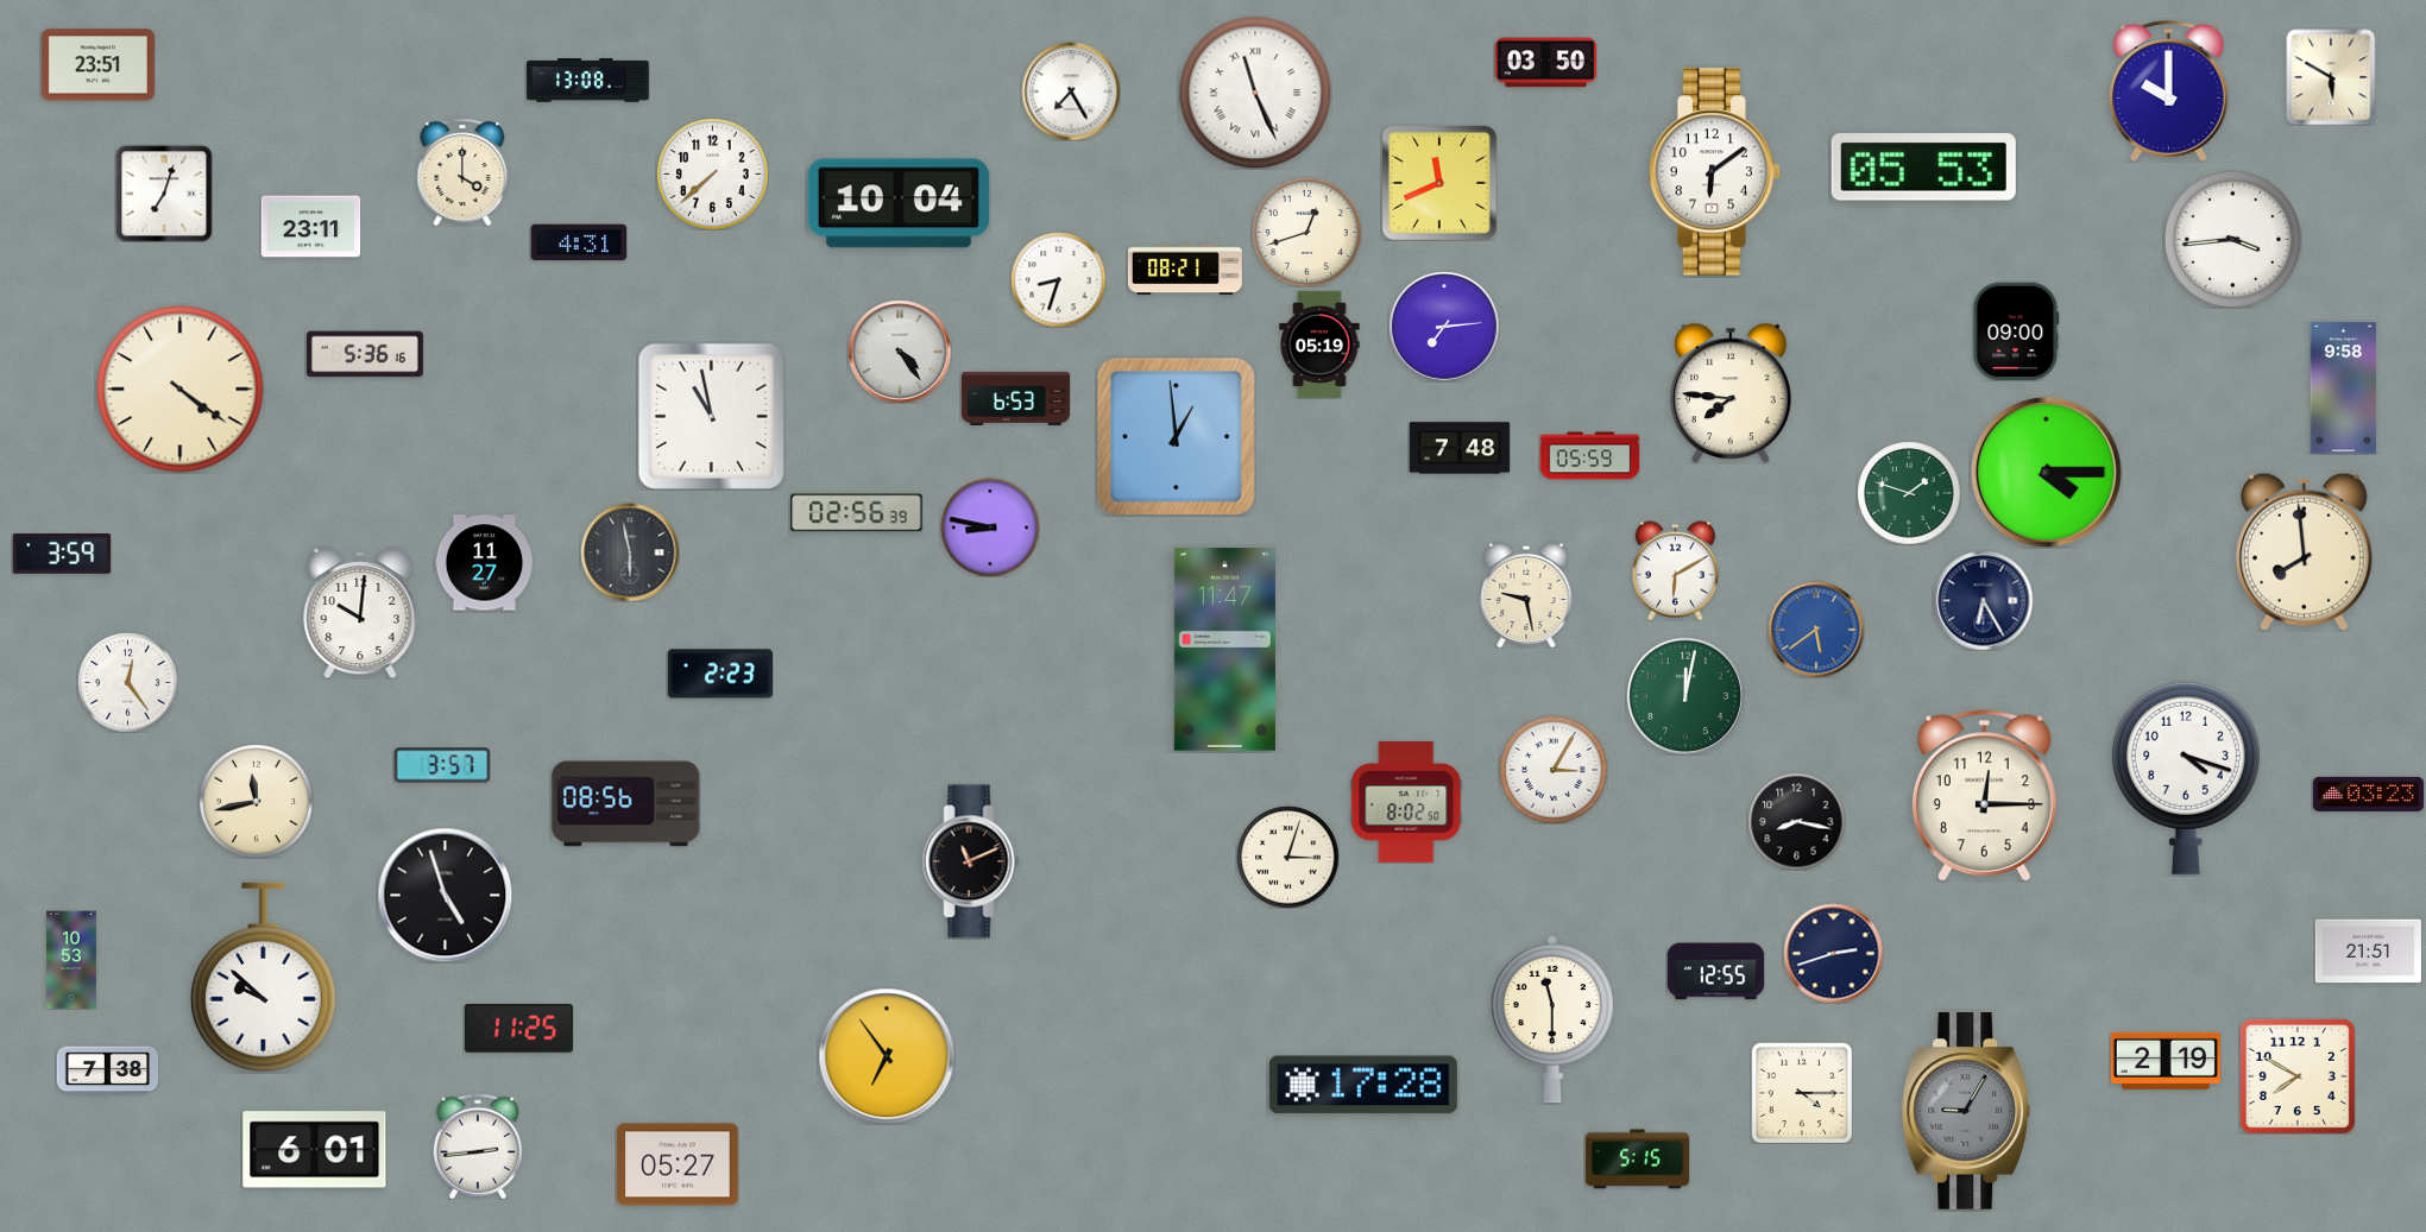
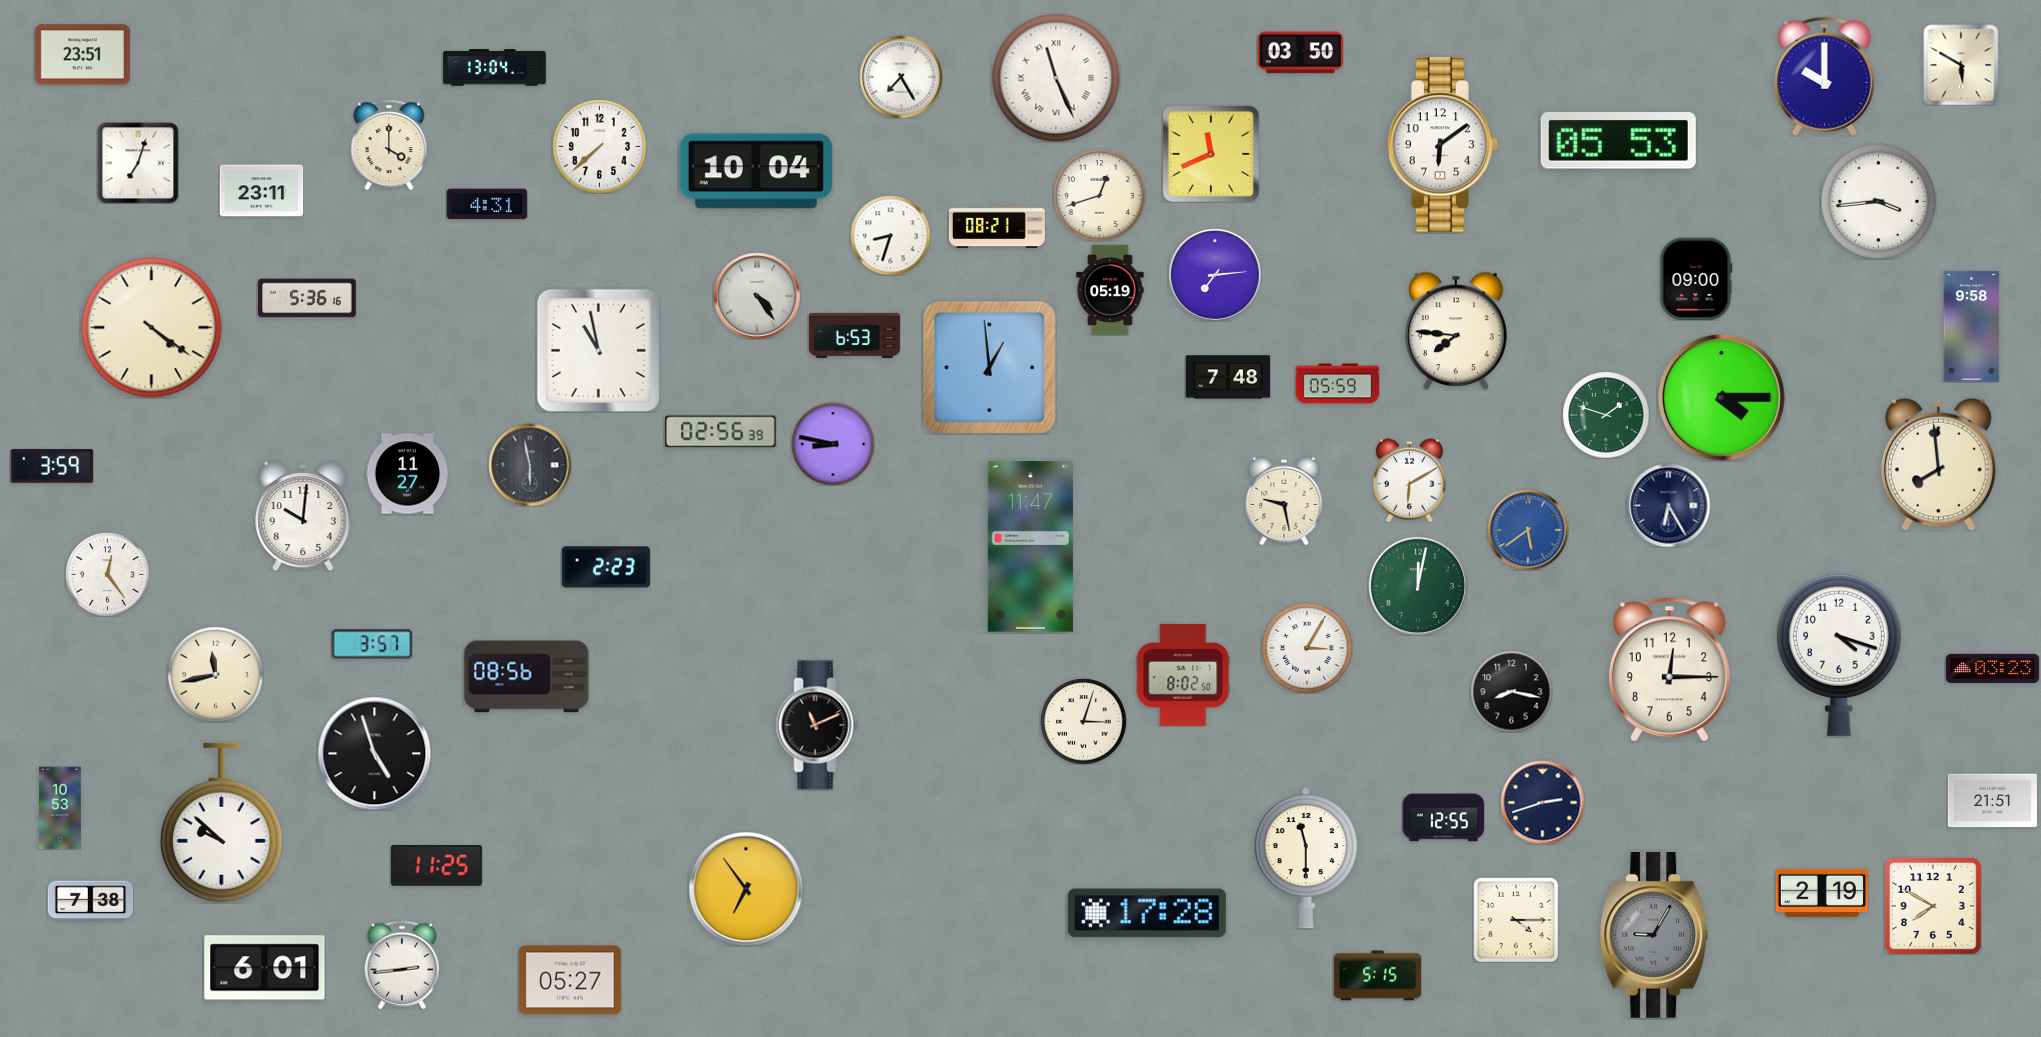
clock at (588, 81): 13:08 -> 13:04
